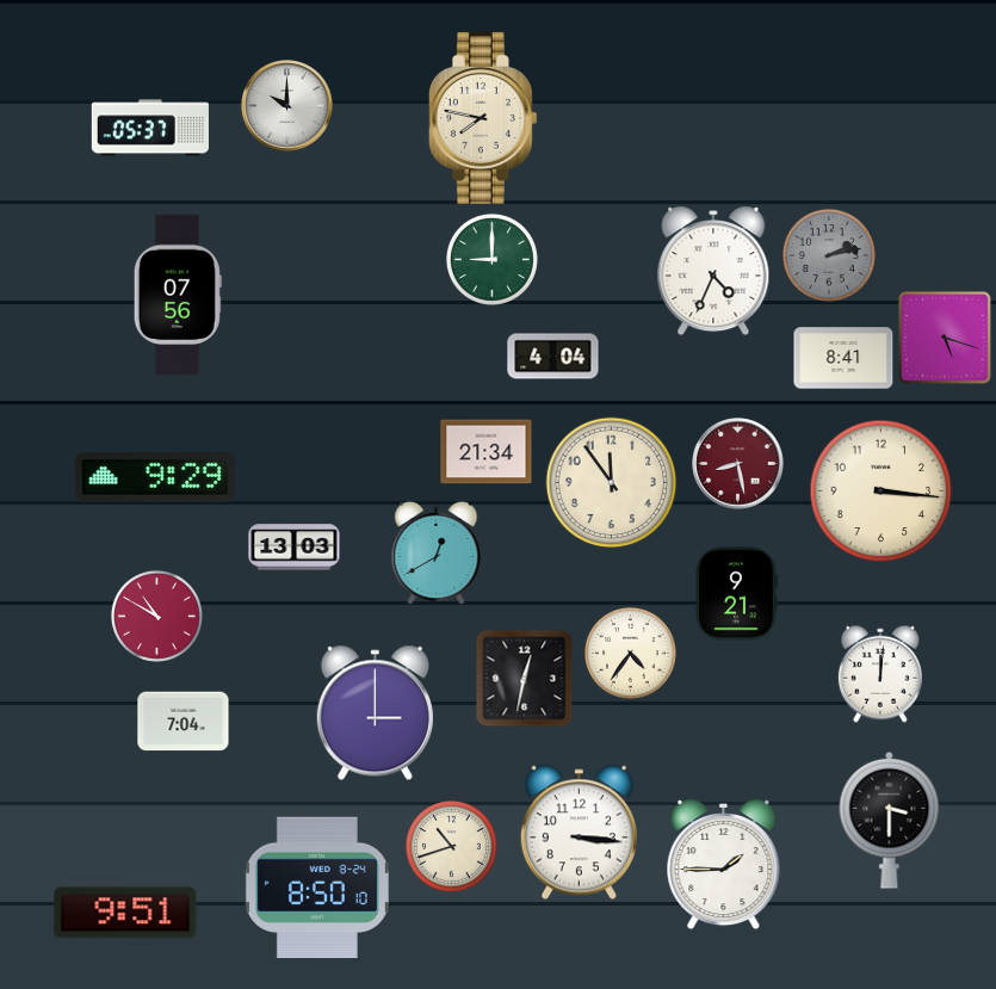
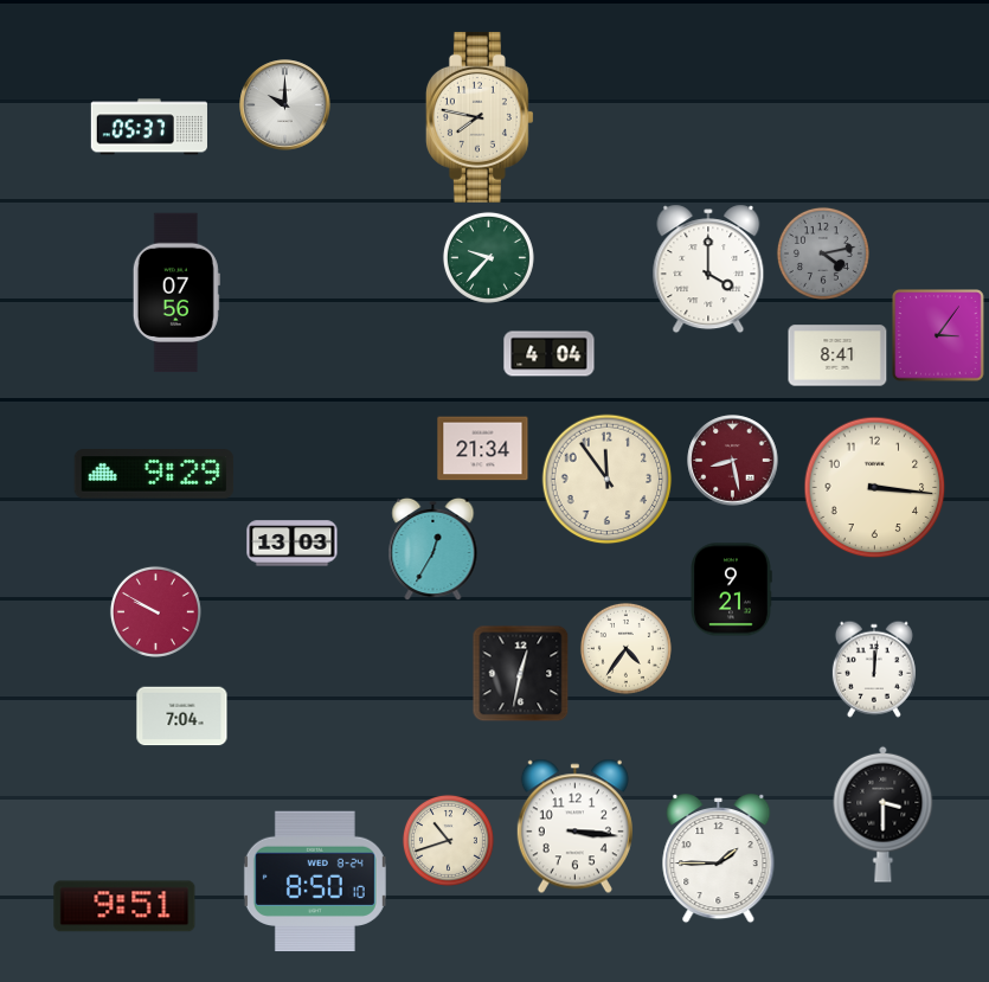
clock at (829, 255): 2:13 -> 4:13
clock at (491, 259): 9:00 -> 9:37
clock at (713, 271): 4:34 -> 4:00
clock at (945, 338): 5:18 -> 3:06
clock at (437, 552): 12:40 -> 12:35
clock at (156, 616): 10:50 -> 9:50
clock at (375, 713): 3:00 -> none
